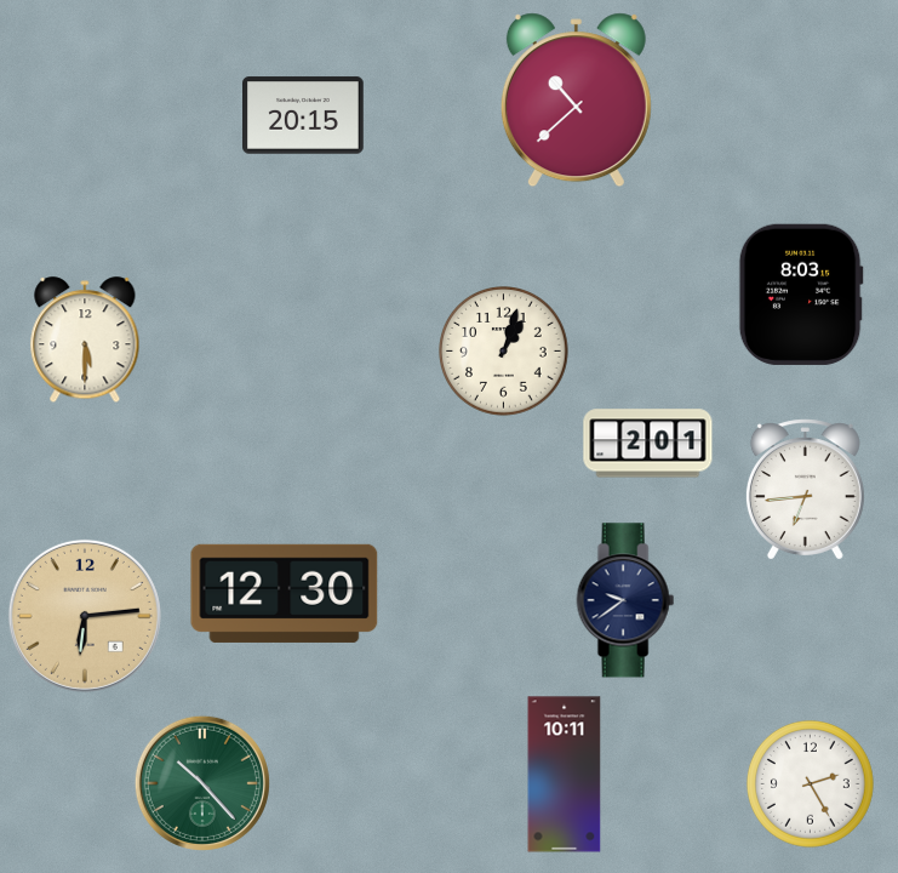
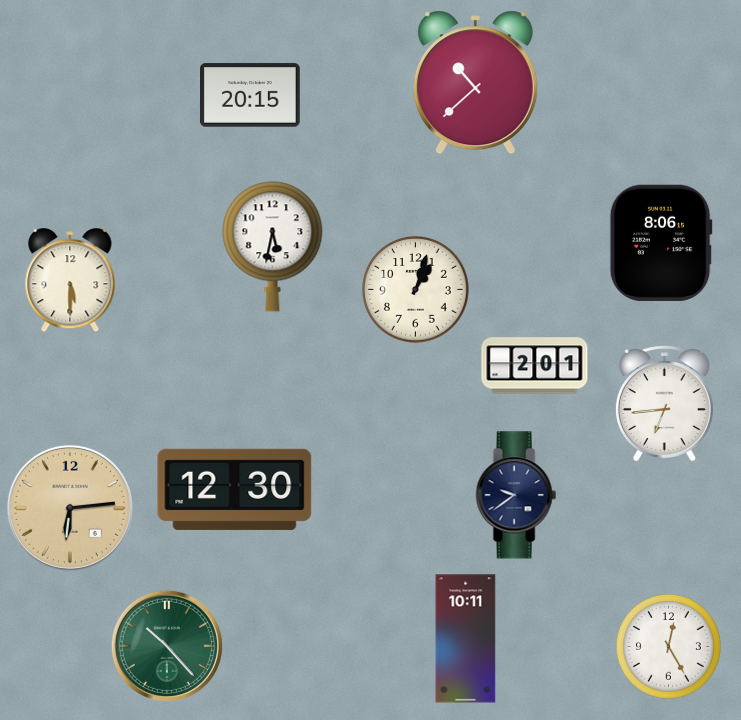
clock at (801, 295): 8:03 -> 8:06
clock at (273, 247): none -> 5:32
clock at (810, 783): 2:25 -> 12:25
